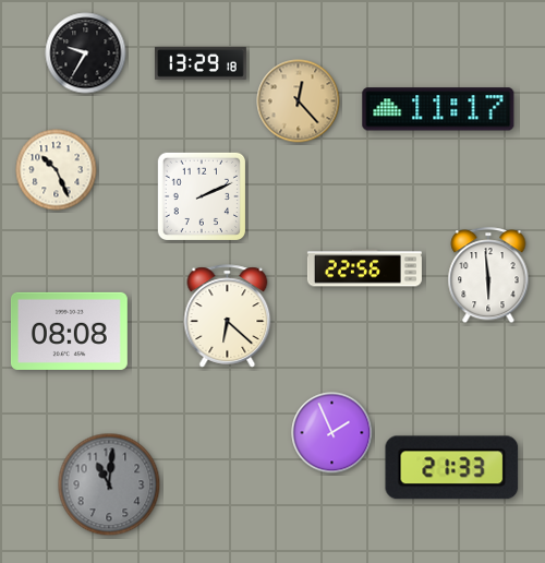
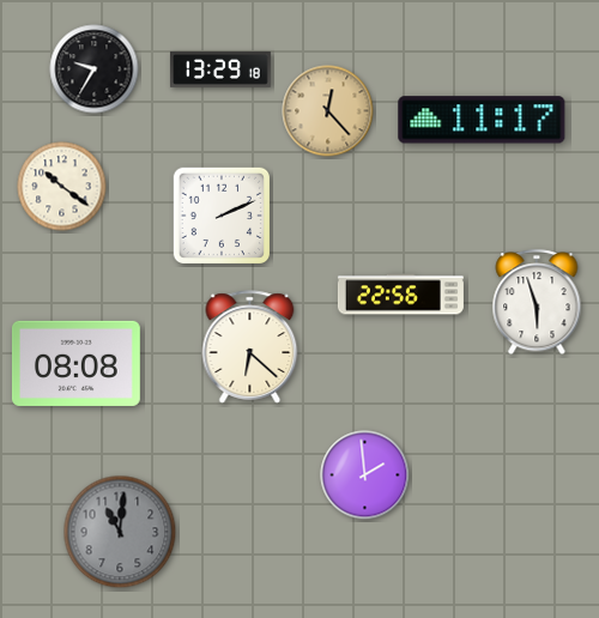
clock at (86, 53) position: (86, 53) -> (95, 69)
clock at (57, 170): 10:26 -> 10:21
clock at (488, 276): 5:59 -> 5:57
clock at (332, 433): 1:56 -> 1:59
clock at (452, 468): 21:33 -> none
